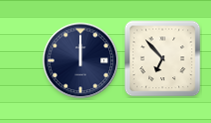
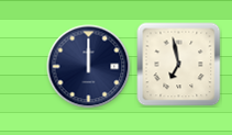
clock at (163, 59): 6:53 -> 6:58
